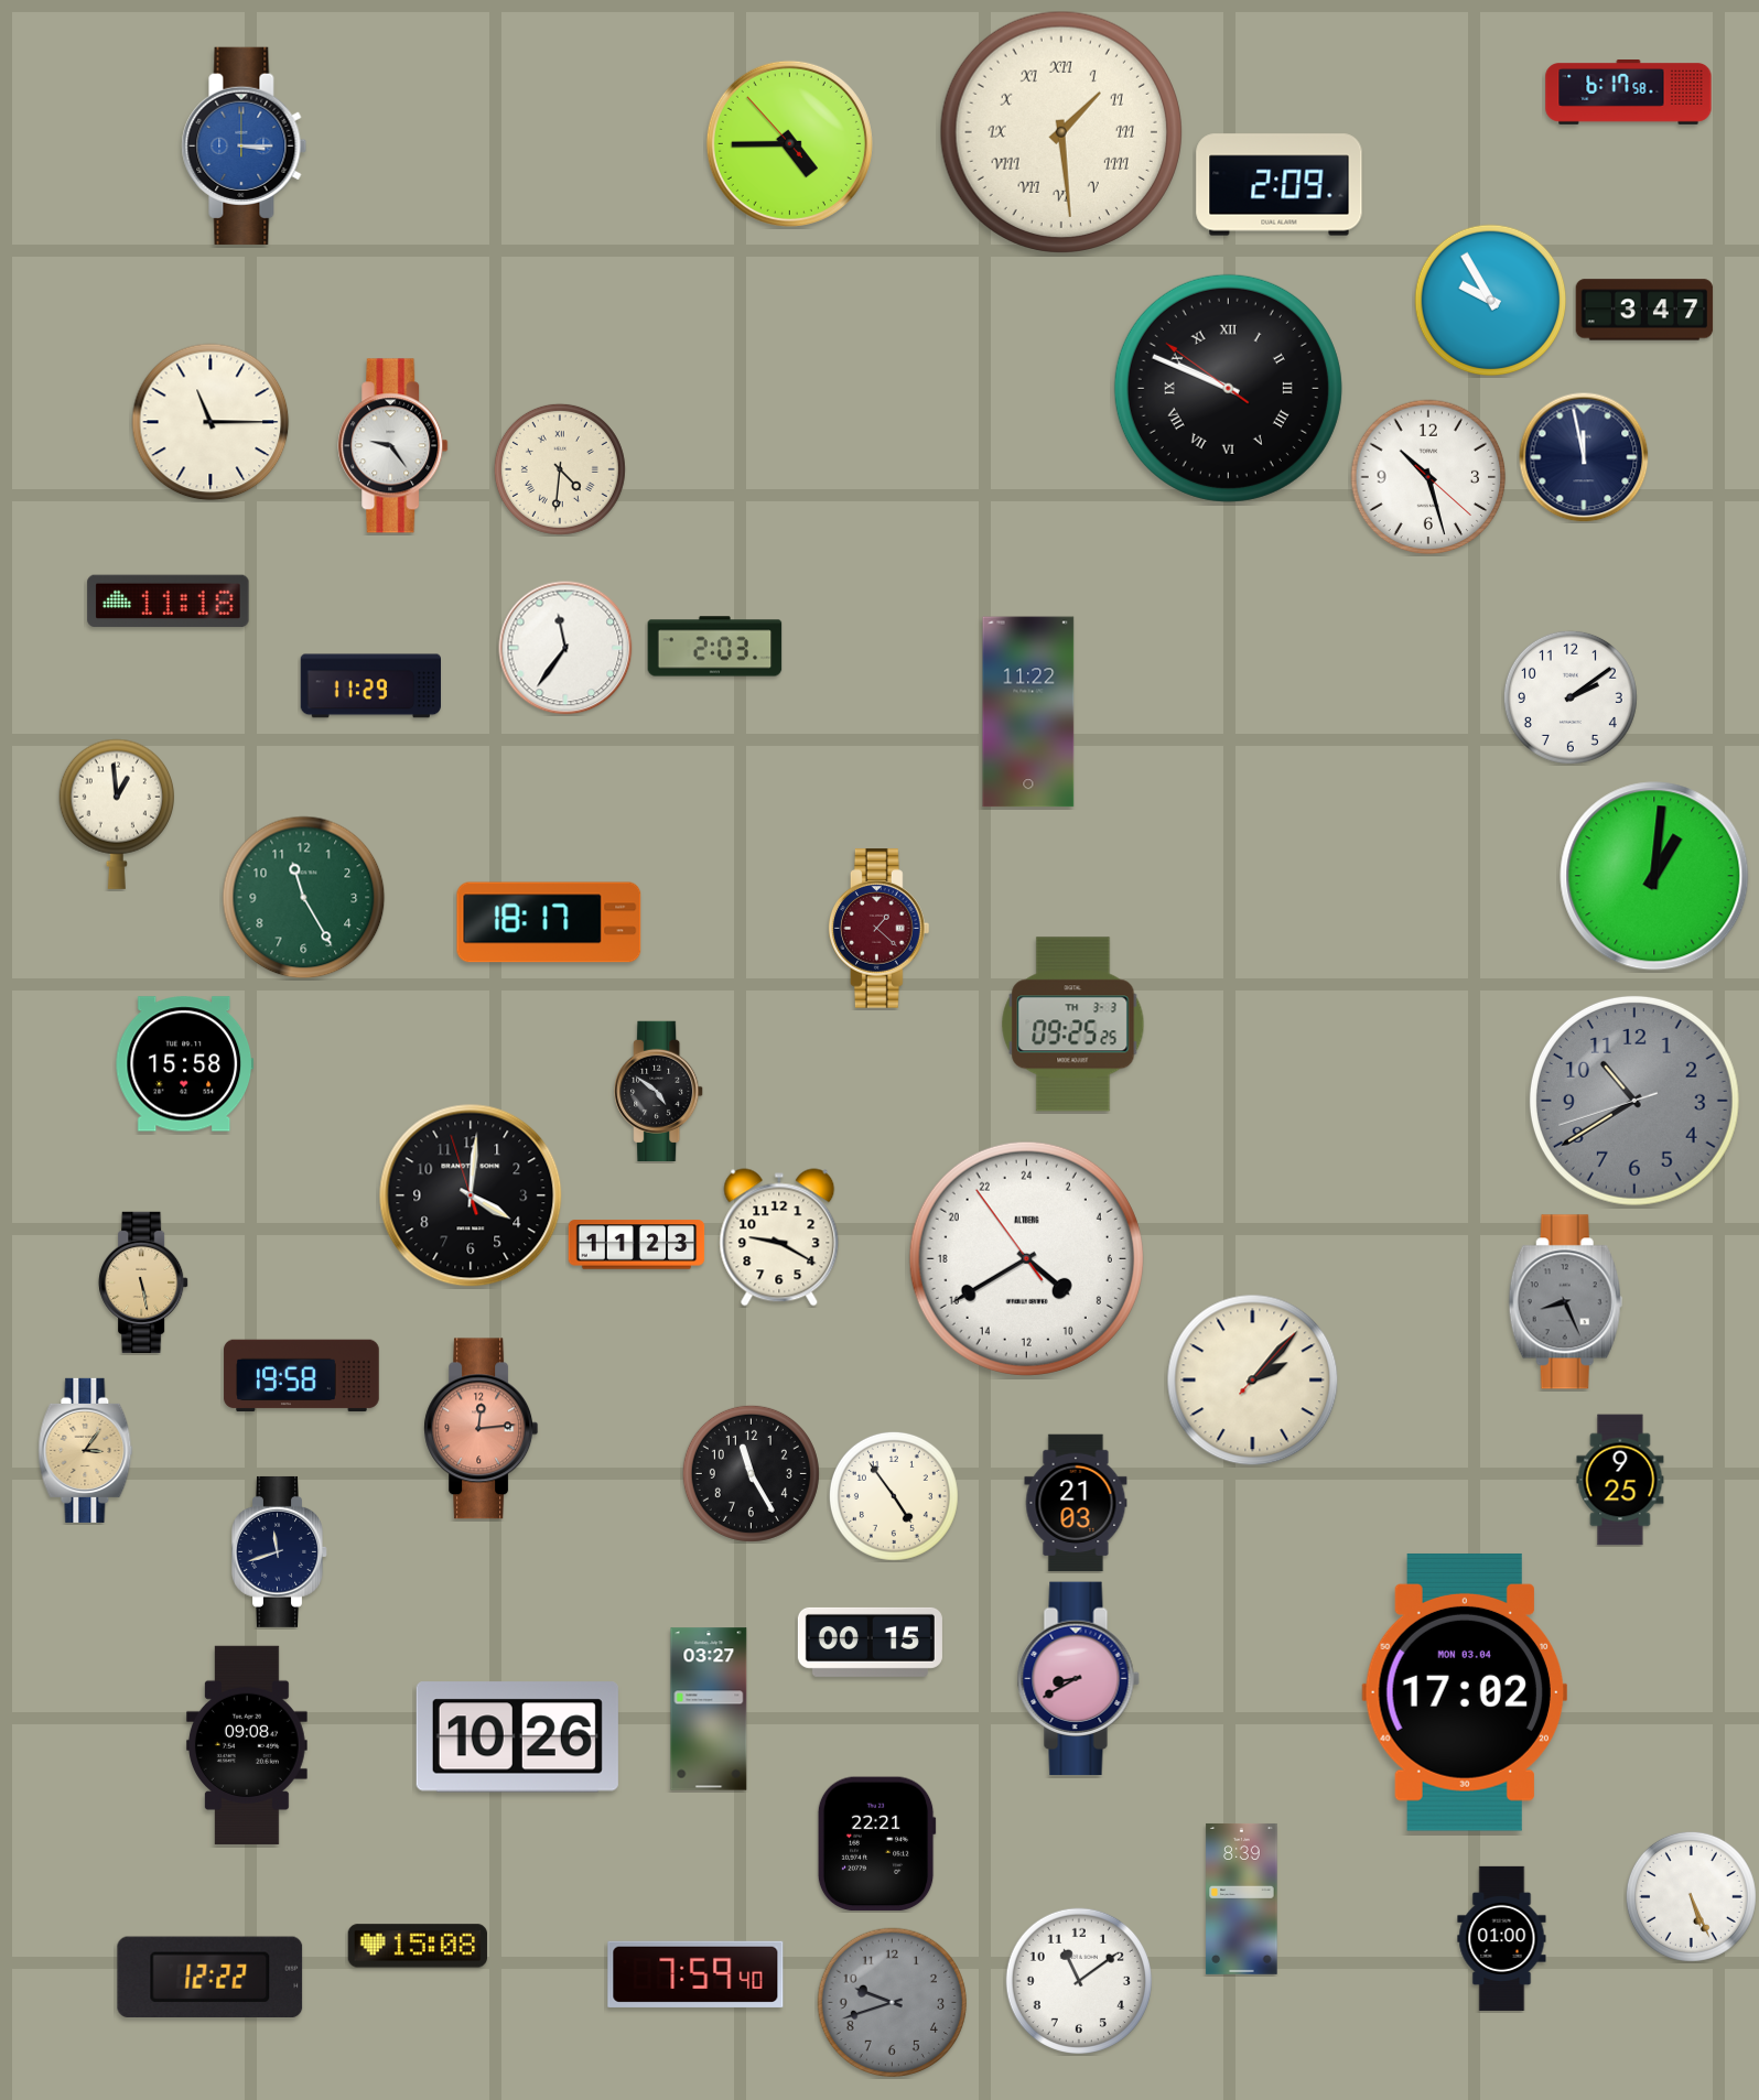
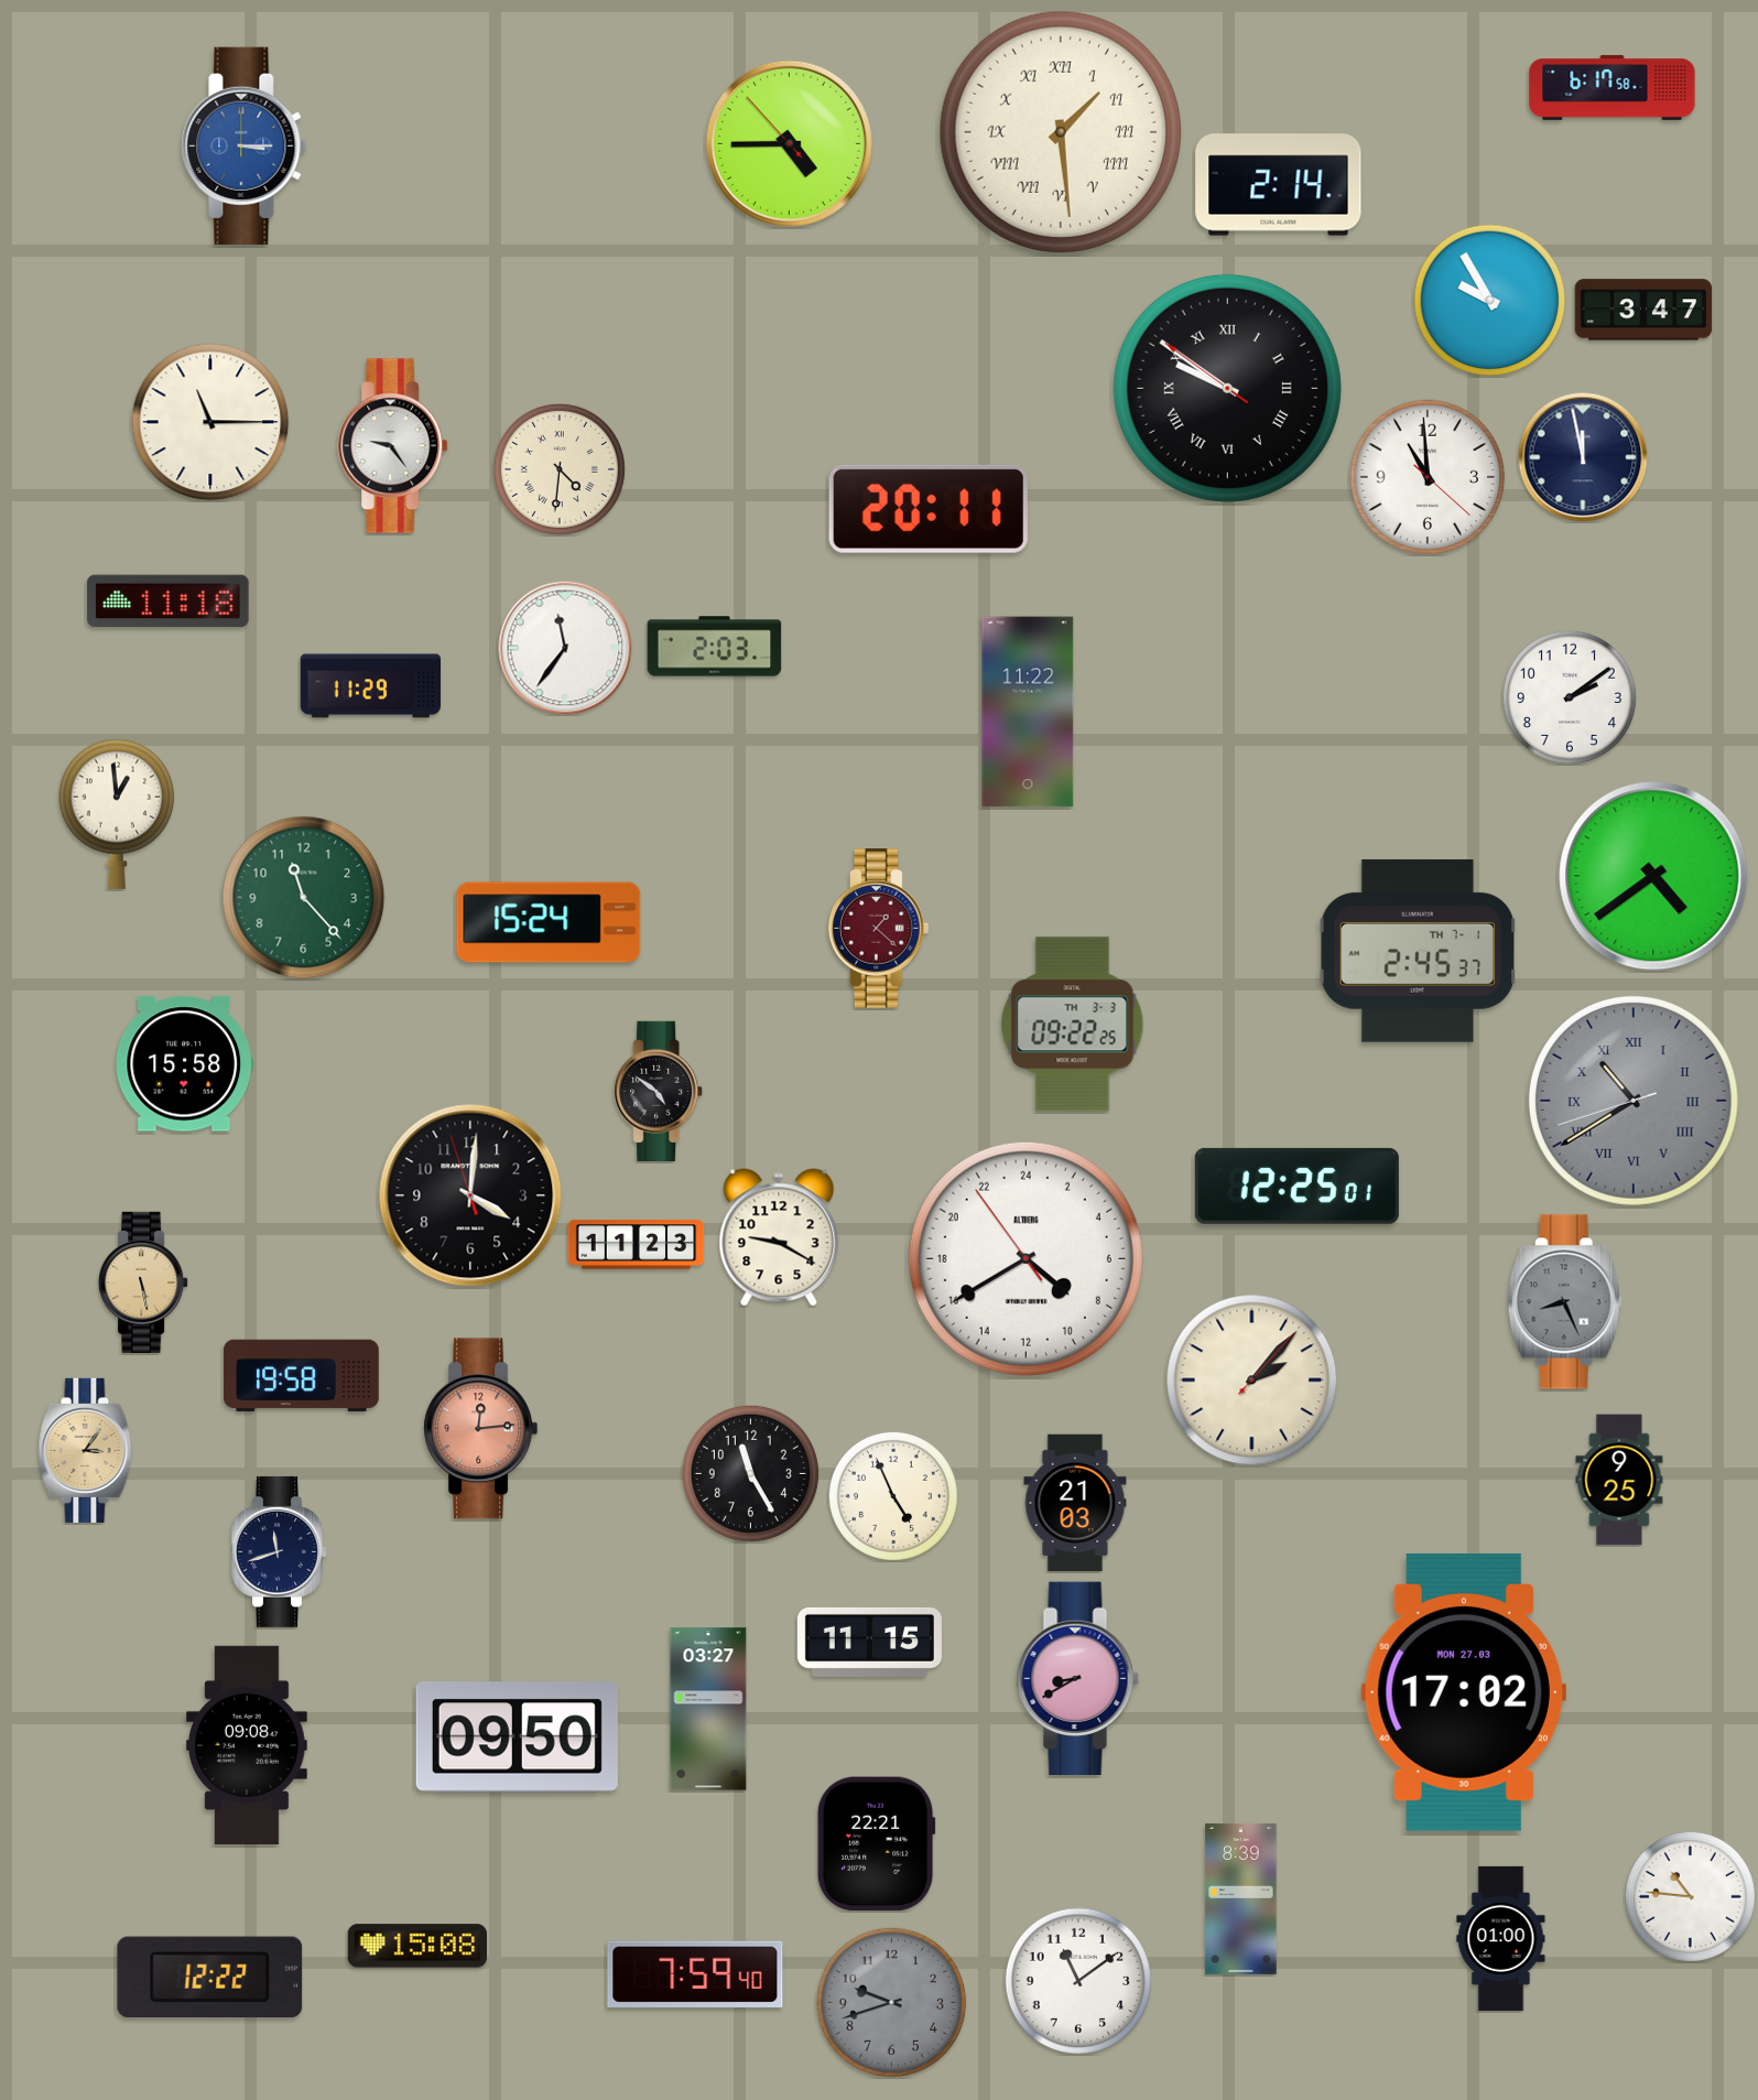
clock at (1629, 93) position: (1629, 93) -> (1613, 88)
clock at (1280, 185): 2:09 -> 2:14
clock at (1228, 388): 9:48 -> 9:50
clock at (1428, 477): 10:27 -> 10:59
clock at (929, 509): none -> 20:11
clock at (1654, 876): 1:01 -> 4:39
clock at (304, 898): 11:25 -> 11:23
clock at (549, 922): 18:17 -> 15:24
clock at (1418, 951): none -> 2:45
clock at (1073, 1025): 09:25 -> 09:22
clock at (1634, 1101) numerals: Arabic -> Roman
clock at (1296, 1186): none -> 12:25
clock at (894, 1496): 4:54 -> 4:56
clock at (870, 1642): 00:15 -> 11:15
clock at (1464, 1692) date: MON 03.04 -> MON 27.03
clock at (517, 1738): 10:26 -> 09:50
clock at (1691, 1896): 5:26 -> 10:46
